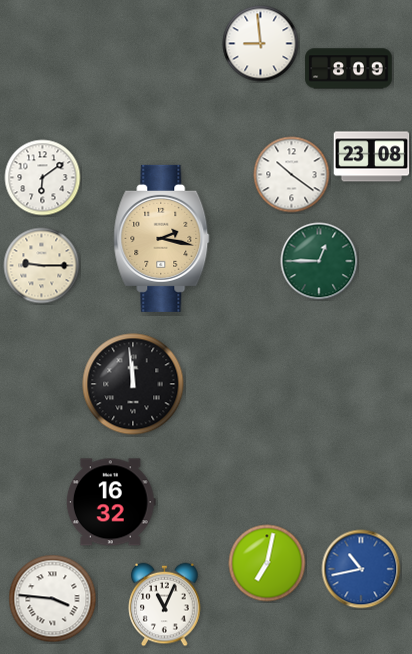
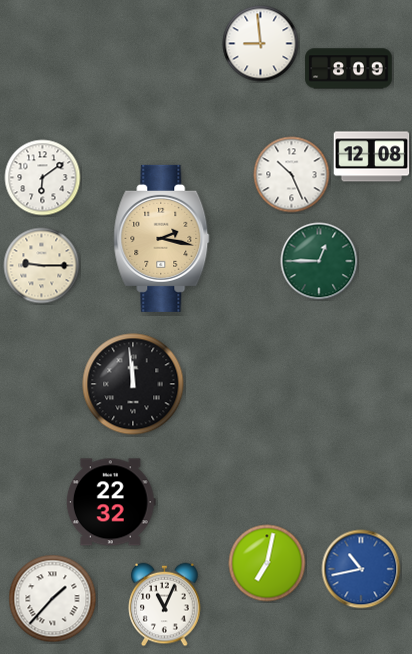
clock at (372, 157): 23:08 -> 12:08
clock at (292, 175): 10:21 -> 10:26
clock at (111, 502): 16:32 -> 22:32
clock at (53, 599): 3:46 -> 1:37
